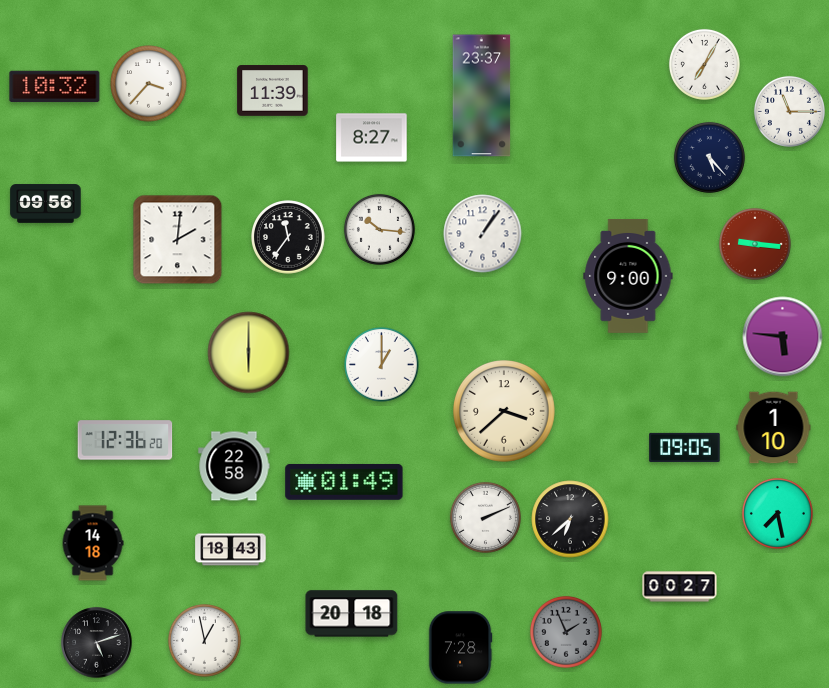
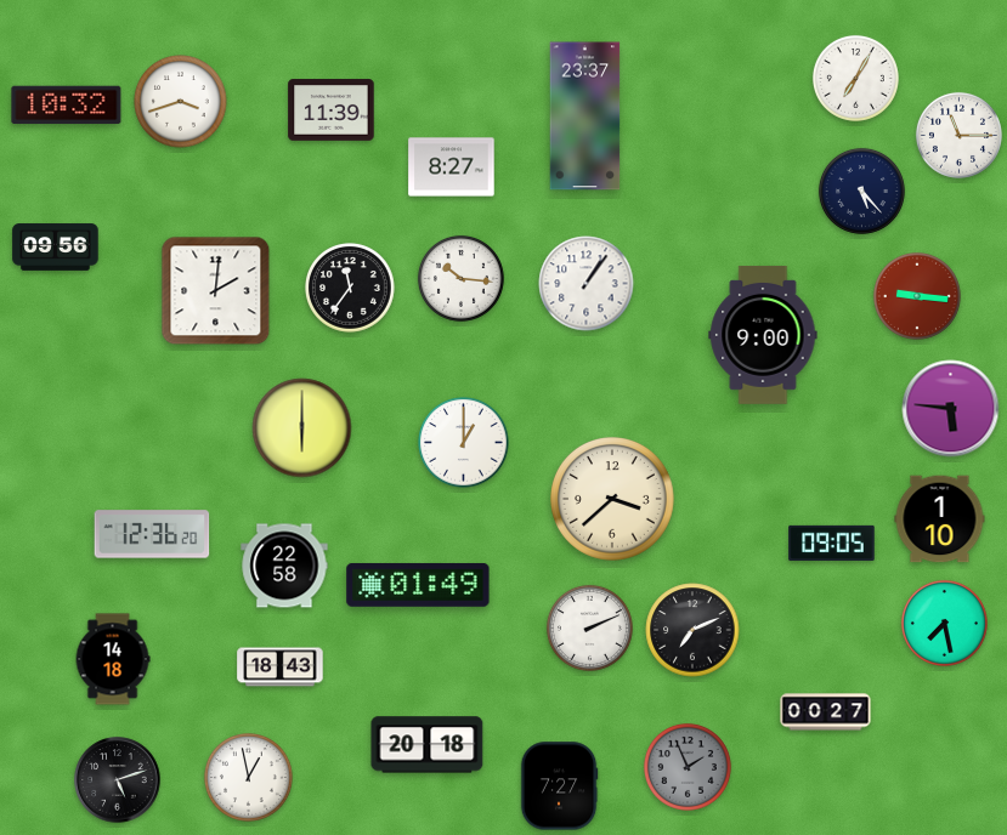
clock at (149, 84): 3:37 -> 3:42
clock at (570, 519): 6:38 -> 7:11
clock at (460, 648): 7:28 -> 7:27
